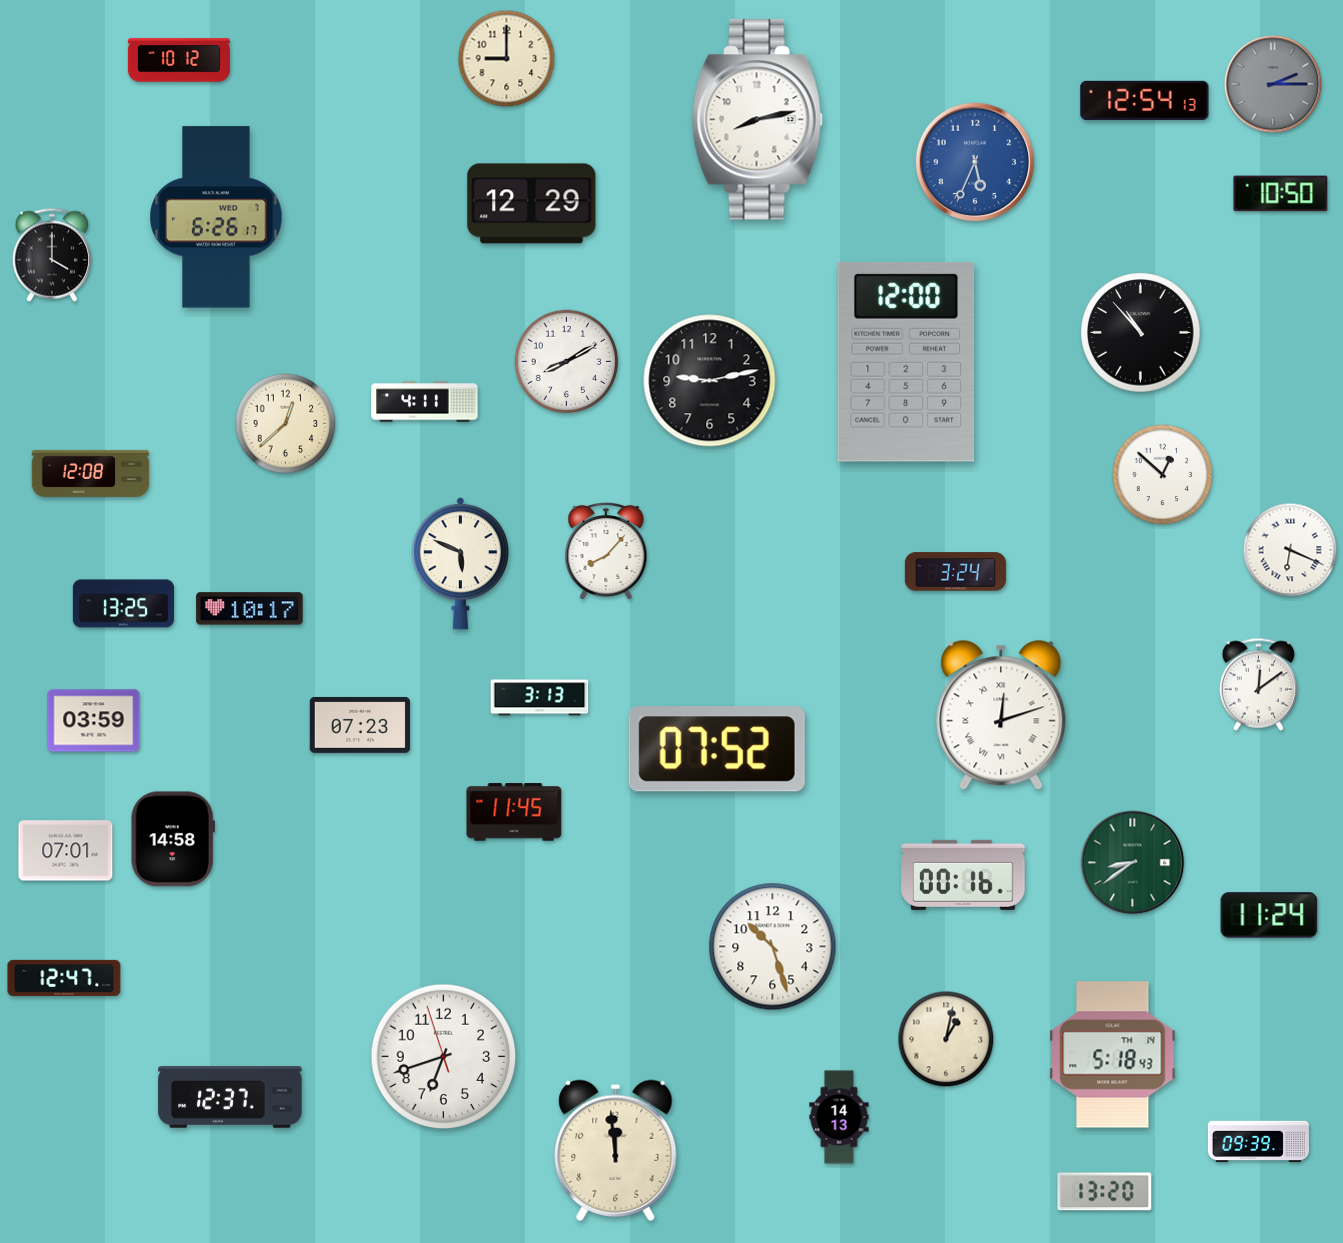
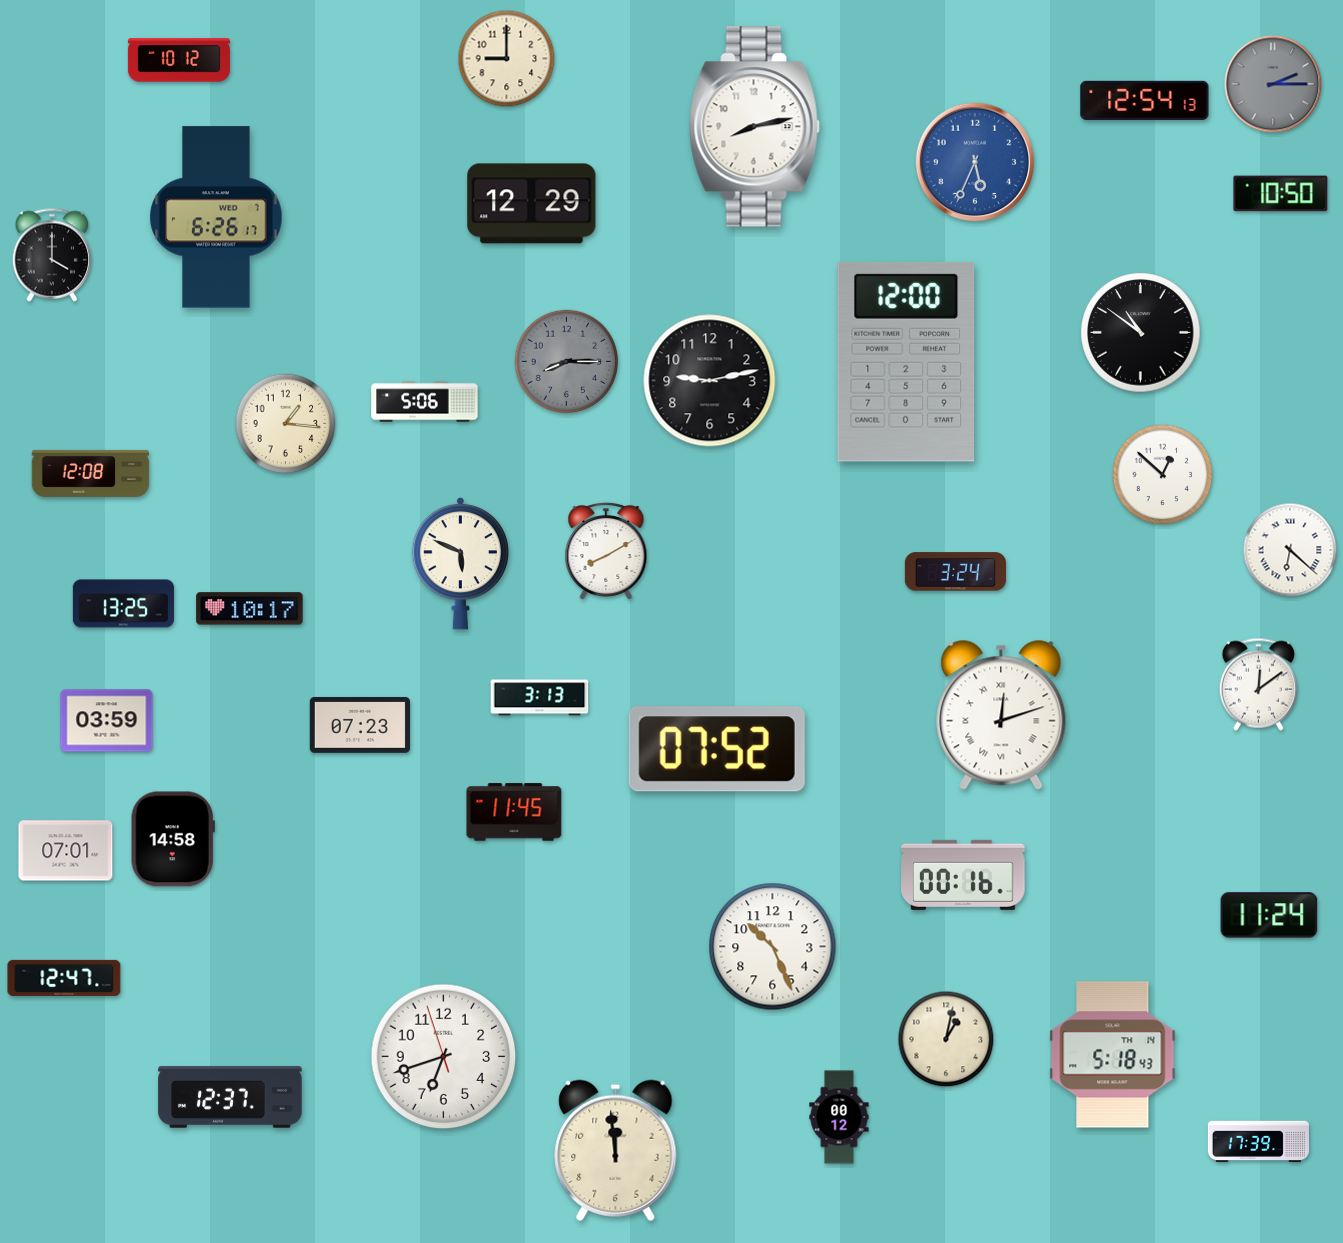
clock at (757, 120) position: (757, 120) -> (754, 127)
clock at (1141, 333): 10:53 -> 10:51
clock at (567, 362): 8:10 -> 8:15
clock at (567, 362) dial: white -> grey
clock at (425, 402): 4:11 -> 5:06
clock at (286, 424): 12:38 -> 1:16
clock at (606, 550): 8:07 -> 8:10
clock at (1290, 550): 6:19 -> 6:22
clock at (94, 721) position: (94, 721) -> (107, 721)
clock at (1133, 863): 8:39 -> none
clock at (773, 947): 10:27 -> 10:26
clock at (839, 1117): 14:13 -> 00:12
clock at (1258, 1142): 09:39 -> 17:39
clock at (1105, 1192): 13:20 -> none
